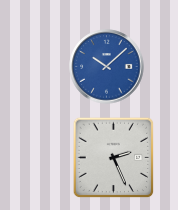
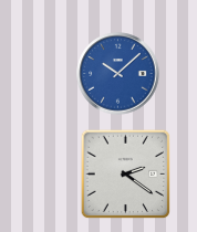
clock at (114, 158): 2:26 -> 2:21
